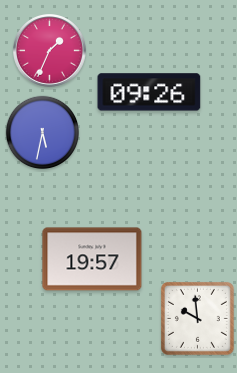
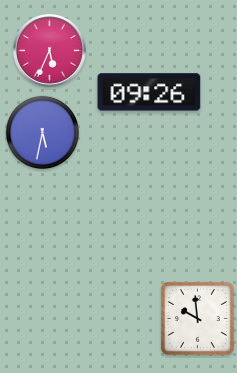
clock at (50, 51): 1:34 -> 5:34
clock at (92, 259): 19:57 -> none
